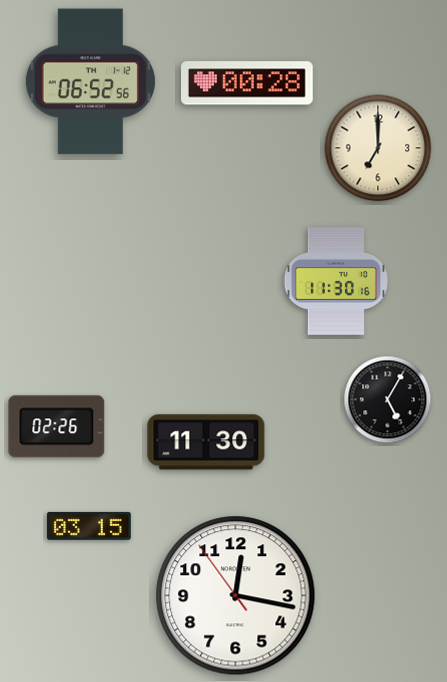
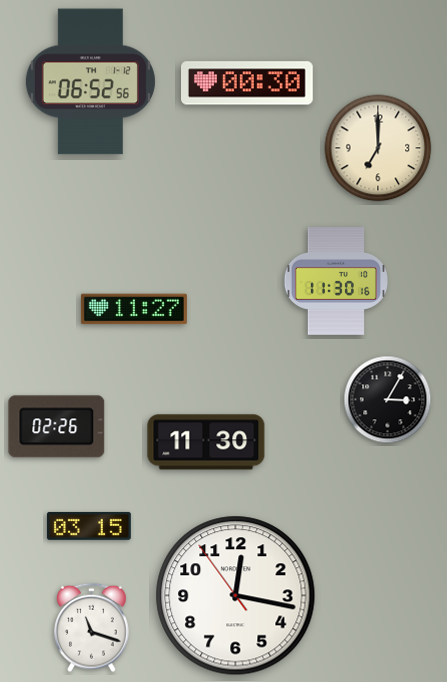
clock at (248, 83): 00:28 -> 00:30
clock at (134, 309): none -> 11:27
clock at (388, 400): 5:05 -> 3:05
clock at (92, 628): none -> 11:18
